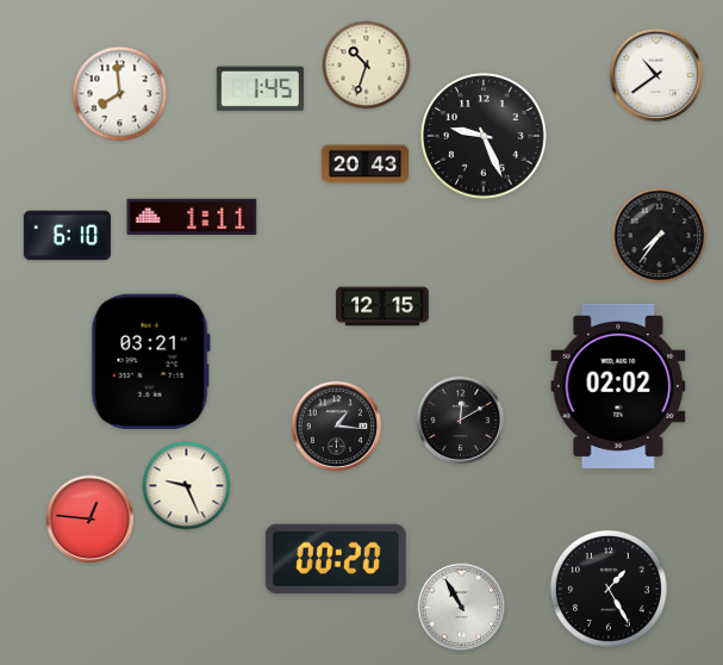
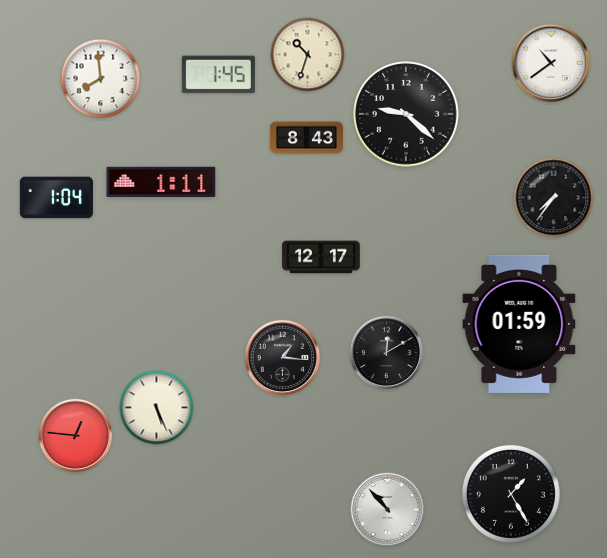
clock at (484, 136): 9:26 -> 9:22
clock at (364, 164): 20:43 -> 8:43
clock at (67, 236): 6:10 -> 1:04
clock at (382, 306): 12:15 -> 12:17
clock at (150, 362): 03:21 -> none
clock at (618, 386): 02:02 -> 01:59
clock at (187, 486): 9:26 -> 5:26
clock at (336, 559): 00:20 -> none
clock at (462, 608): 10:55 -> 10:53
